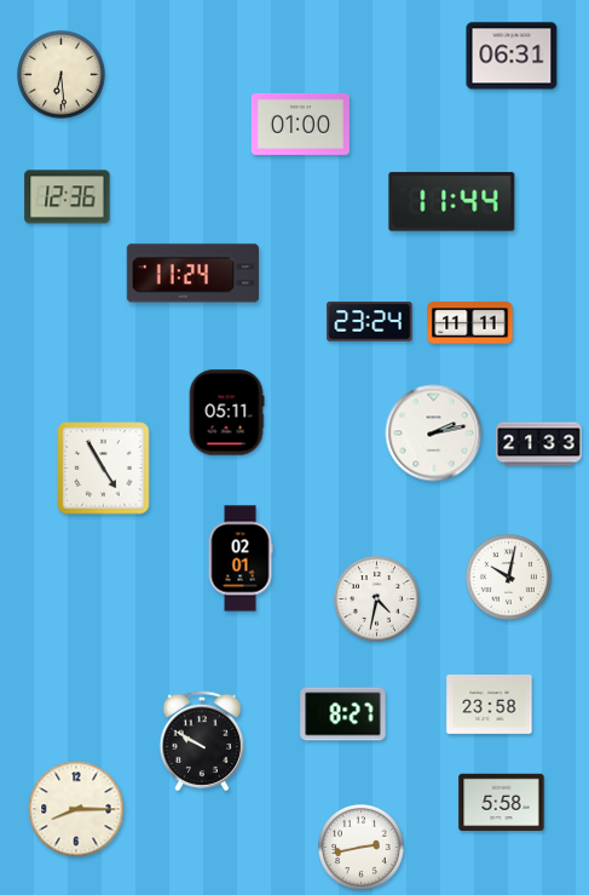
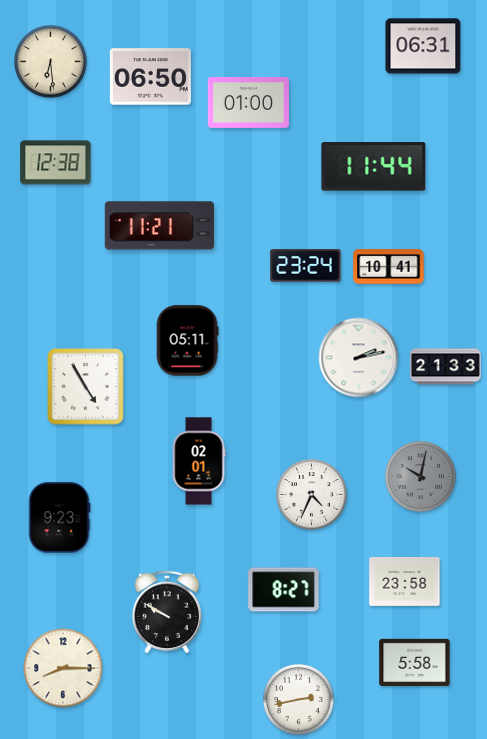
clock at (150, 77): none -> 06:50
clock at (68, 197): 12:36 -> 12:38
clock at (194, 274): 11:24 -> 11:21
clock at (470, 323): 11:11 -> 10:41
clock at (509, 578) dial: white -> grey
clock at (377, 599): 4:32 -> 4:34
clock at (59, 518): none -> 9:23
